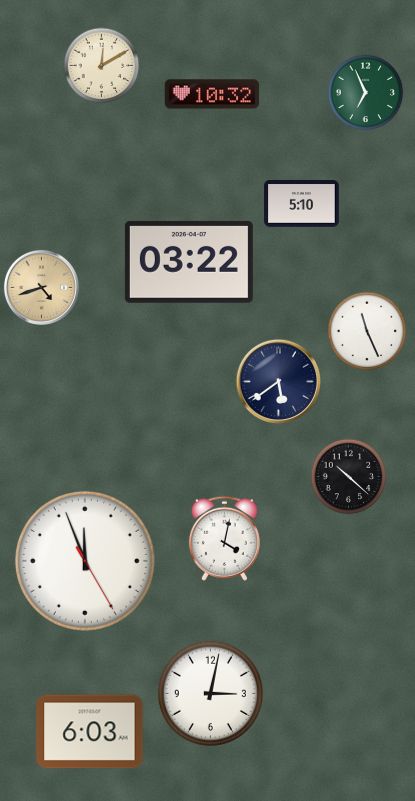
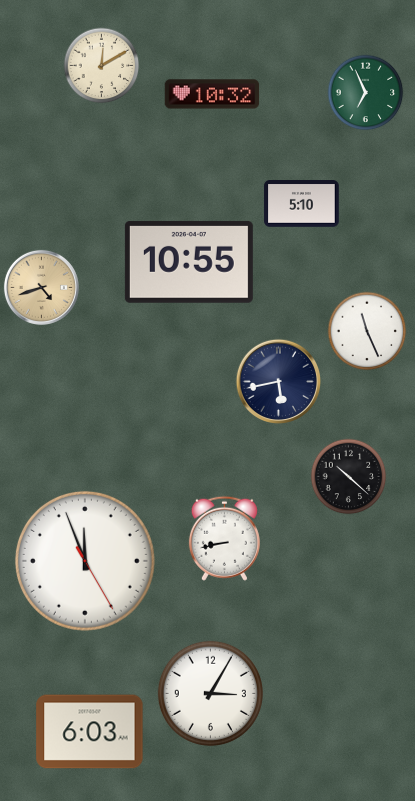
clock at (189, 262): 03:22 -> 10:55
clock at (278, 381): 5:39 -> 5:43
clock at (224, 538): 4:02 -> 8:43
clock at (210, 693): 3:02 -> 3:05
